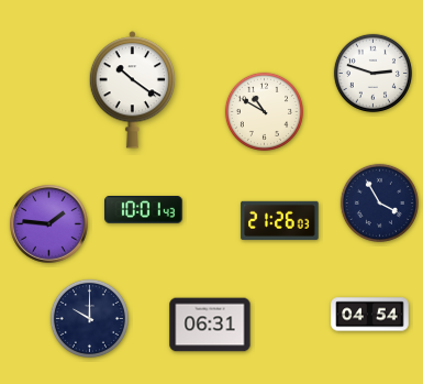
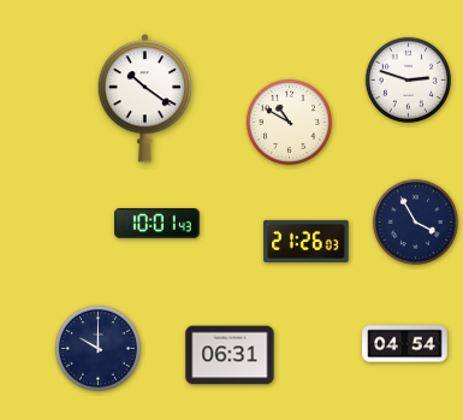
clock at (144, 210) position: (144, 210) -> (158, 224)
clock at (49, 224): 1:46 -> none
